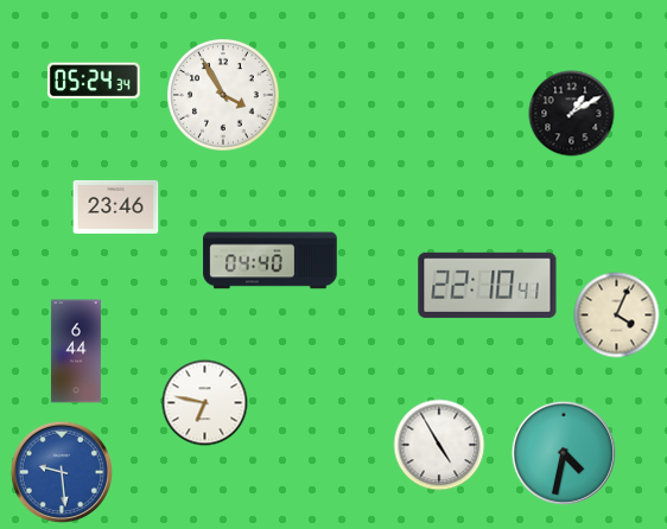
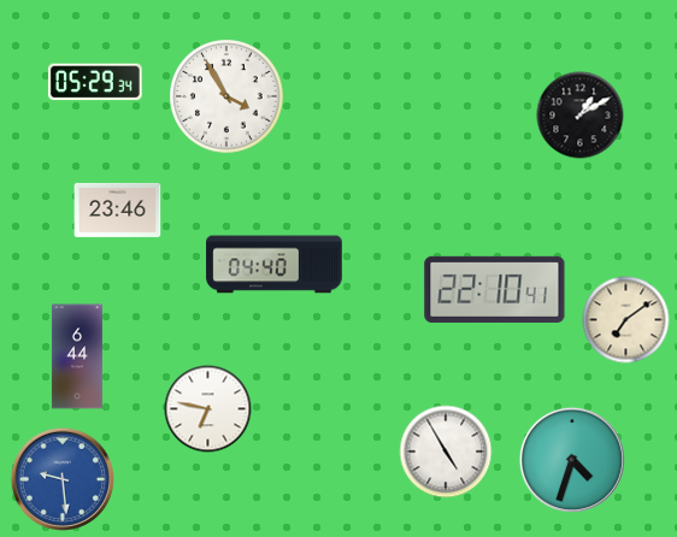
clock at (94, 81): 05:24 -> 05:29
clock at (617, 316): 4:04 -> 7:09
clock at (564, 453): 4:32 -> 4:33
